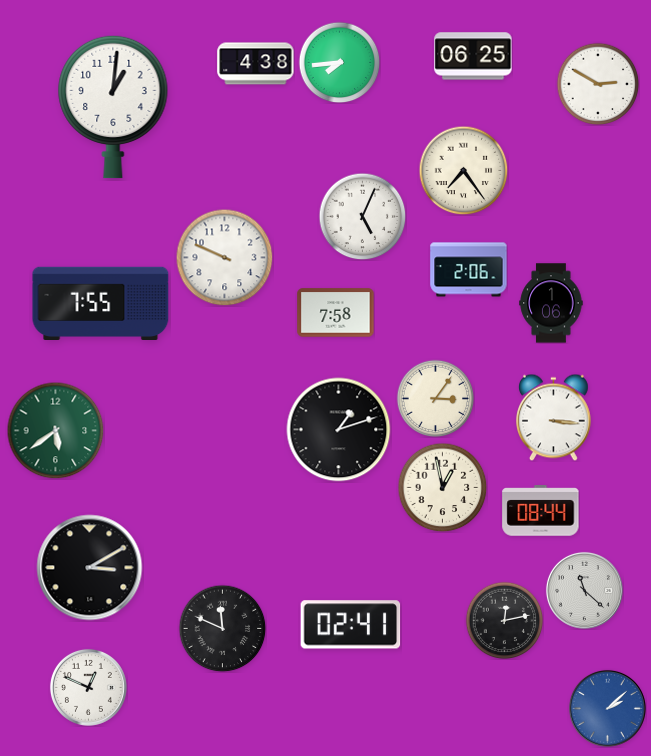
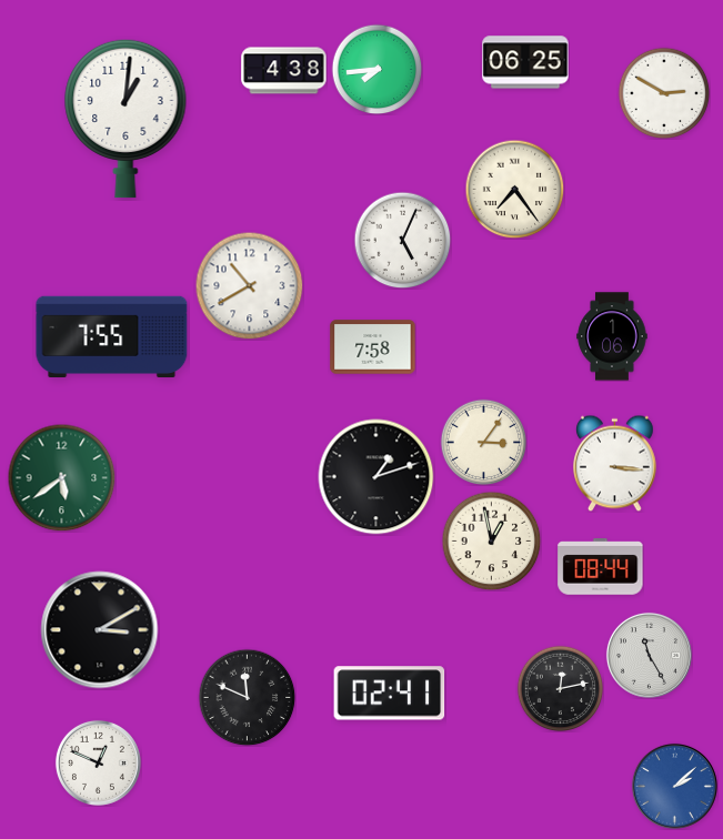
clock at (224, 257): 9:49 -> 10:40
clock at (469, 270): 2:06 -> none
clock at (584, 590): 11:22 -> 11:25
